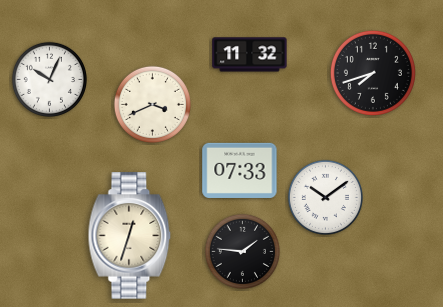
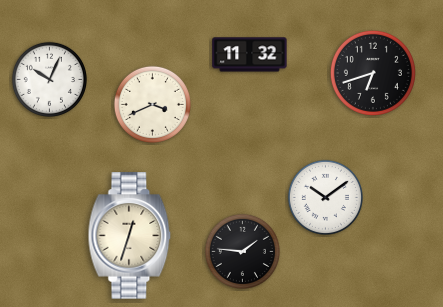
clock at (373, 73): 7:42 -> 6:42
clock at (240, 170): 07:33 -> none
